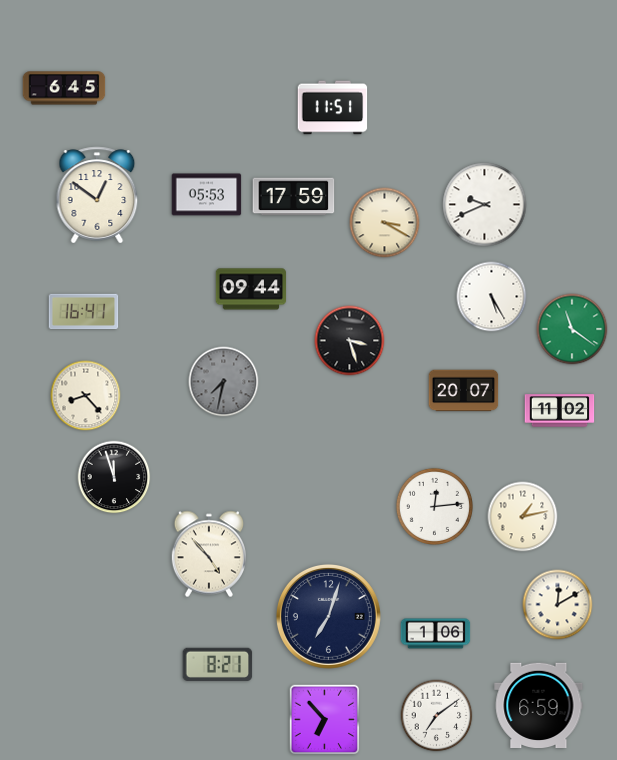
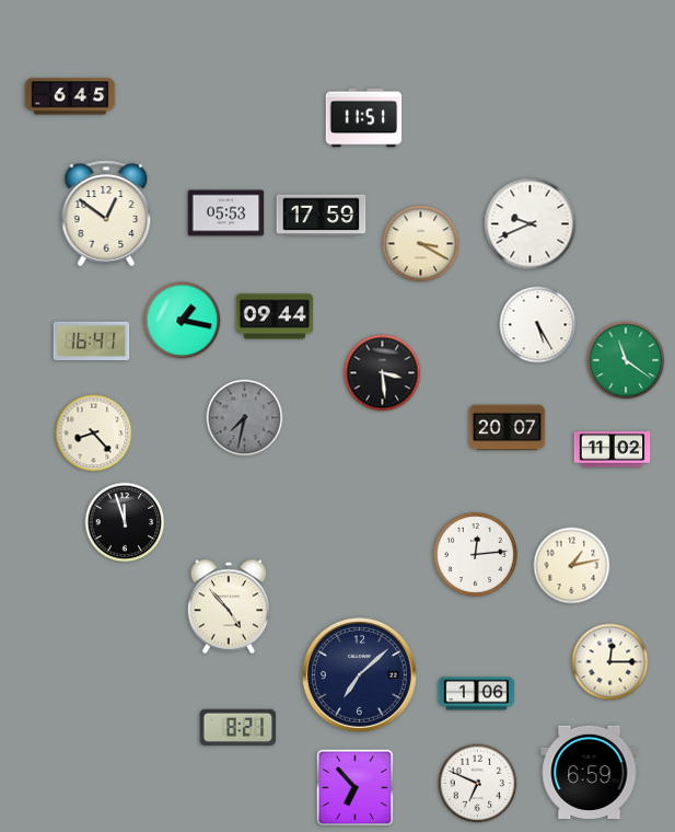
clock at (183, 321): none -> 1:17
clock at (350, 341): 3:27 -> 3:29
clock at (558, 605): 12:10 -> 12:15
clock at (328, 616): 7:03 -> 7:08
clock at (437, 716): 7:09 -> 6:49
